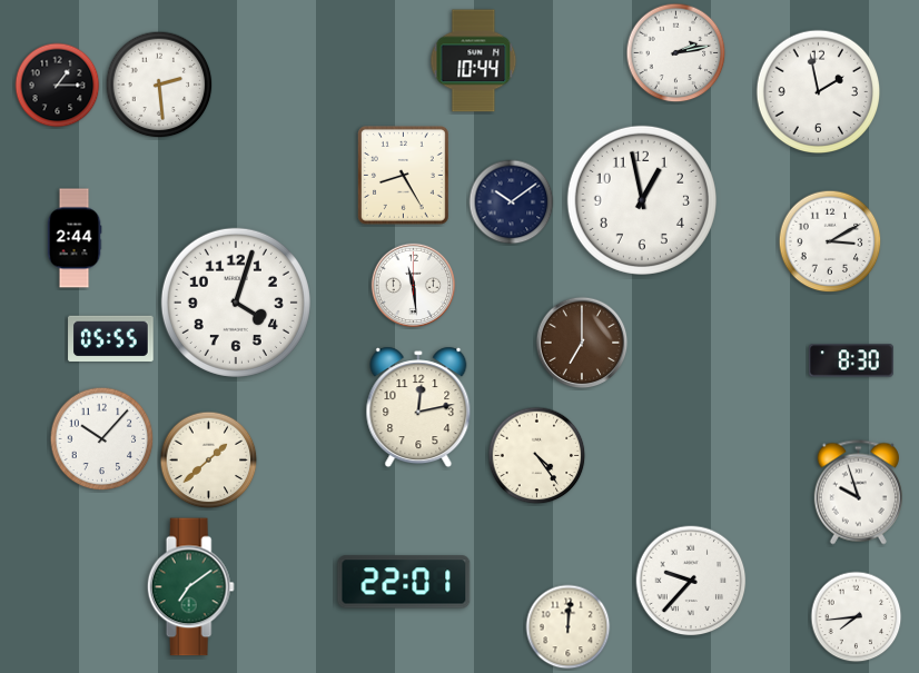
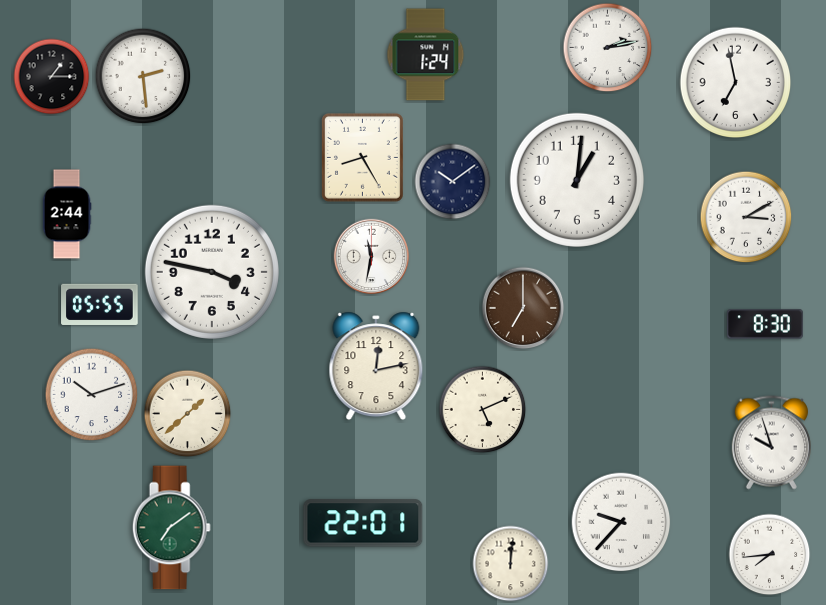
clock at (474, 61): 10:44 -> 1:24
clock at (819, 92): 1:58 -> 6:58
clock at (642, 200): 12:58 -> 1:01
clock at (512, 202) position: (512, 202) -> (453, 182)
clock at (414, 286): 11:29 -> 11:32
clock at (236, 303): 4:03 -> 3:47
clock at (102, 439): 10:07 -> 10:12
clock at (537, 456): 4:24 -> 5:11
